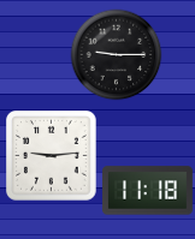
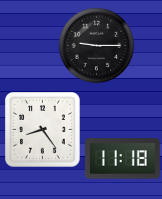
clock at (52, 156): 9:14 -> 8:24
